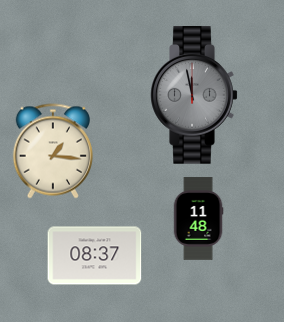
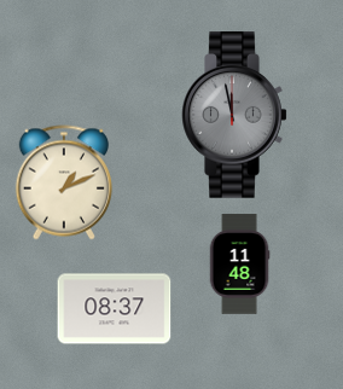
clock at (53, 151): 1:16 -> 1:11
